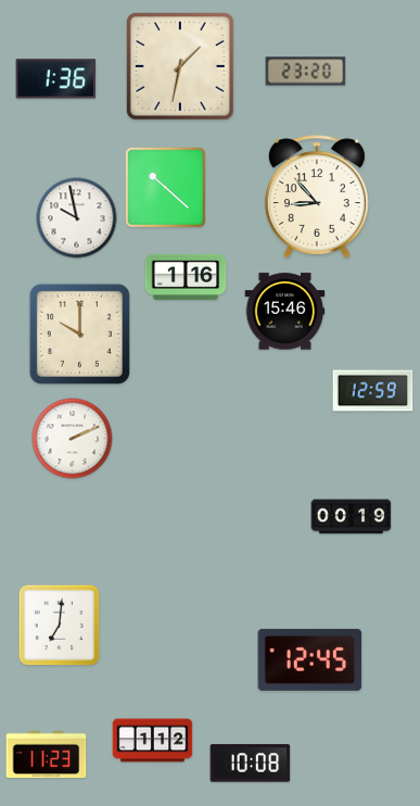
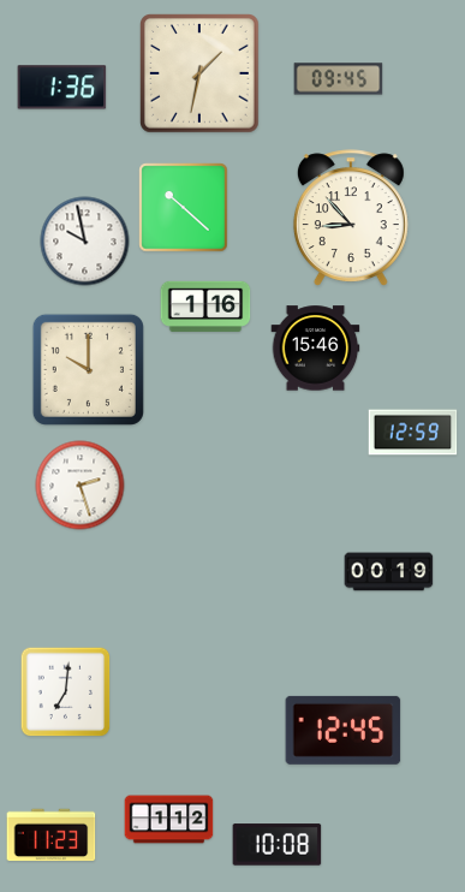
clock at (306, 72): 23:20 -> 09:45
clock at (285, 312) position: (285, 312) -> (316, 349)
clock at (73, 439): 2:11 -> 2:27
